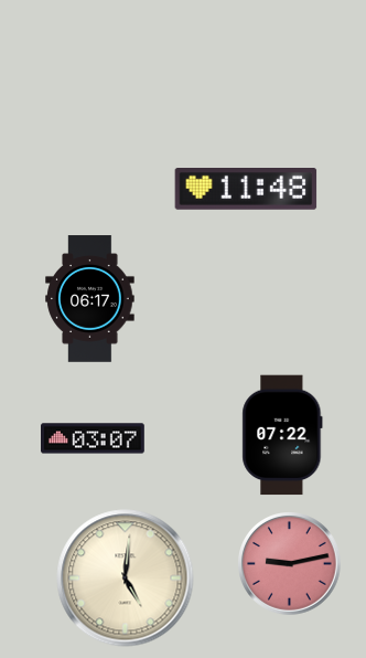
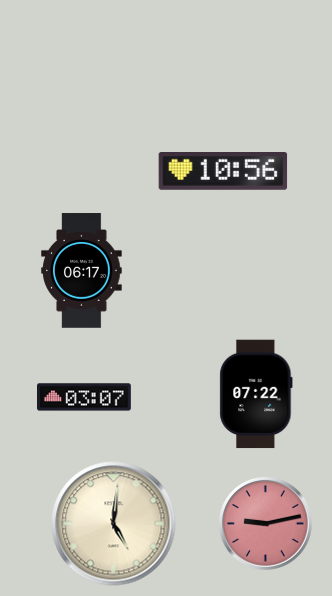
clock at (246, 190): 11:48 -> 10:56
clock at (290, 564) position: (290, 564) -> (266, 524)
